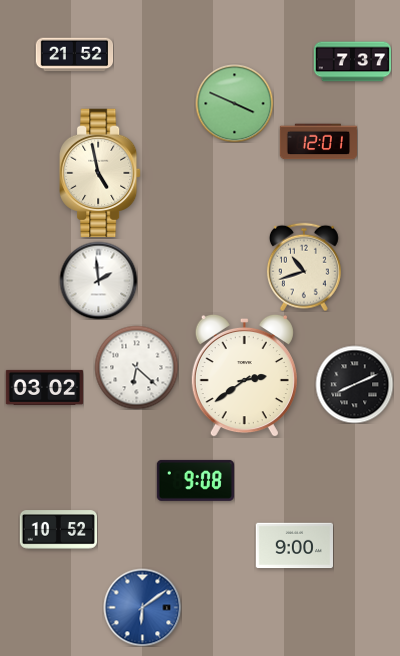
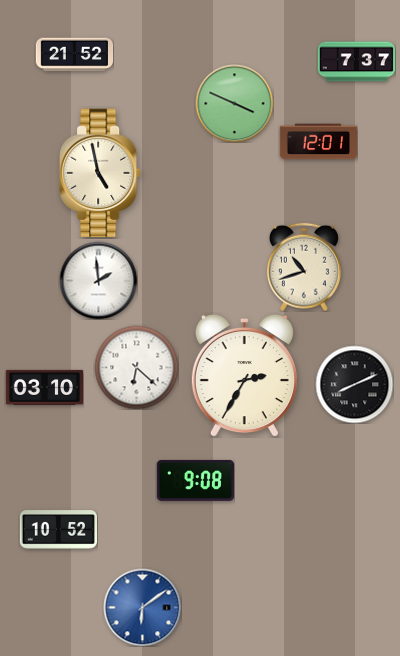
clock at (352, 62) position: (352, 62) -> (356, 62)
clock at (244, 375): 2:39 -> 2:35
clock at (44, 387): 03:02 -> 03:10
clock at (294, 546): 9:00 -> none
